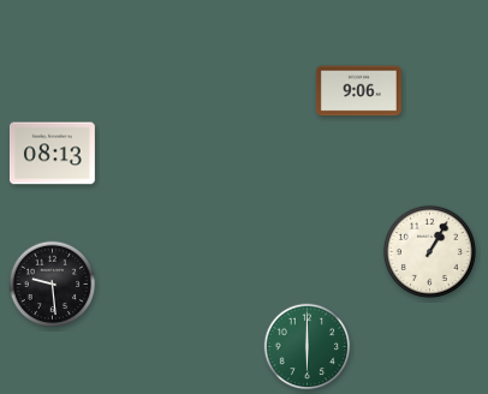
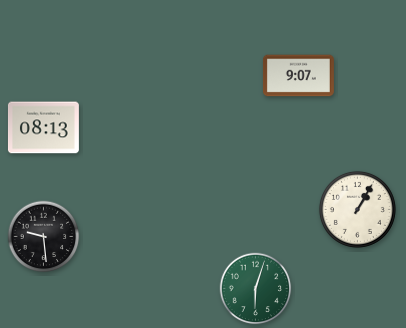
clock at (358, 91): 9:06 -> 9:07
clock at (308, 347): 6:00 -> 6:03
